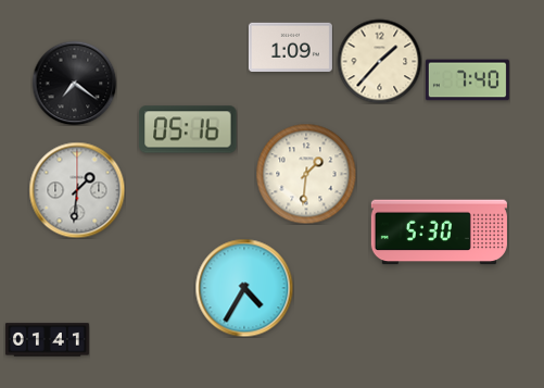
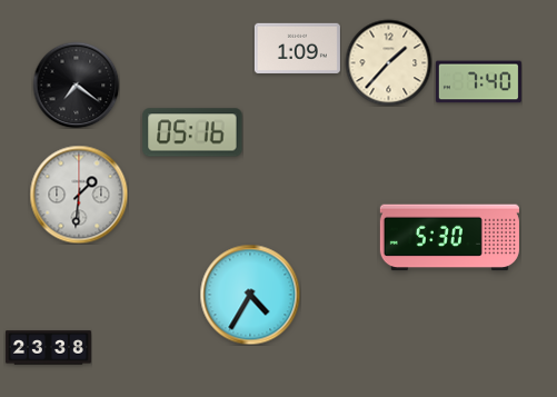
clock at (306, 174): 1:31 -> none
clock at (47, 340): 01:41 -> 23:38
